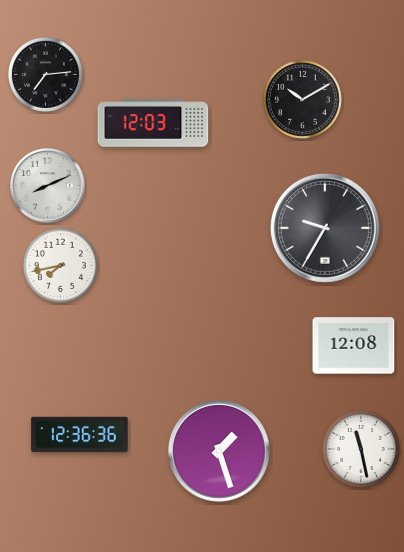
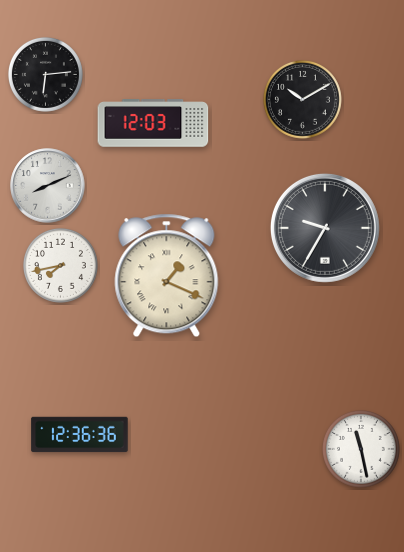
clock at (45, 74): 7:14 -> 6:14
clock at (167, 276): none -> 1:19
clock at (354, 346): 12:08 -> none
clock at (219, 451): 1:27 -> none
